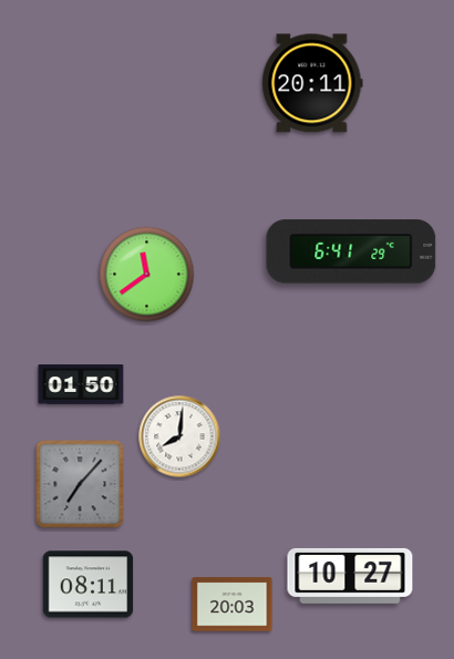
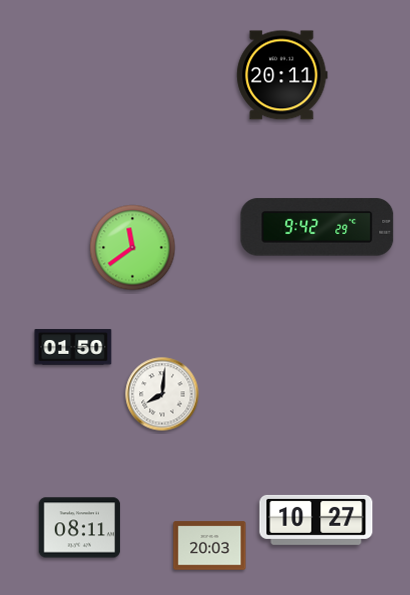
clock at (351, 251): 6:41 -> 9:42
clock at (80, 484): 7:07 -> none
